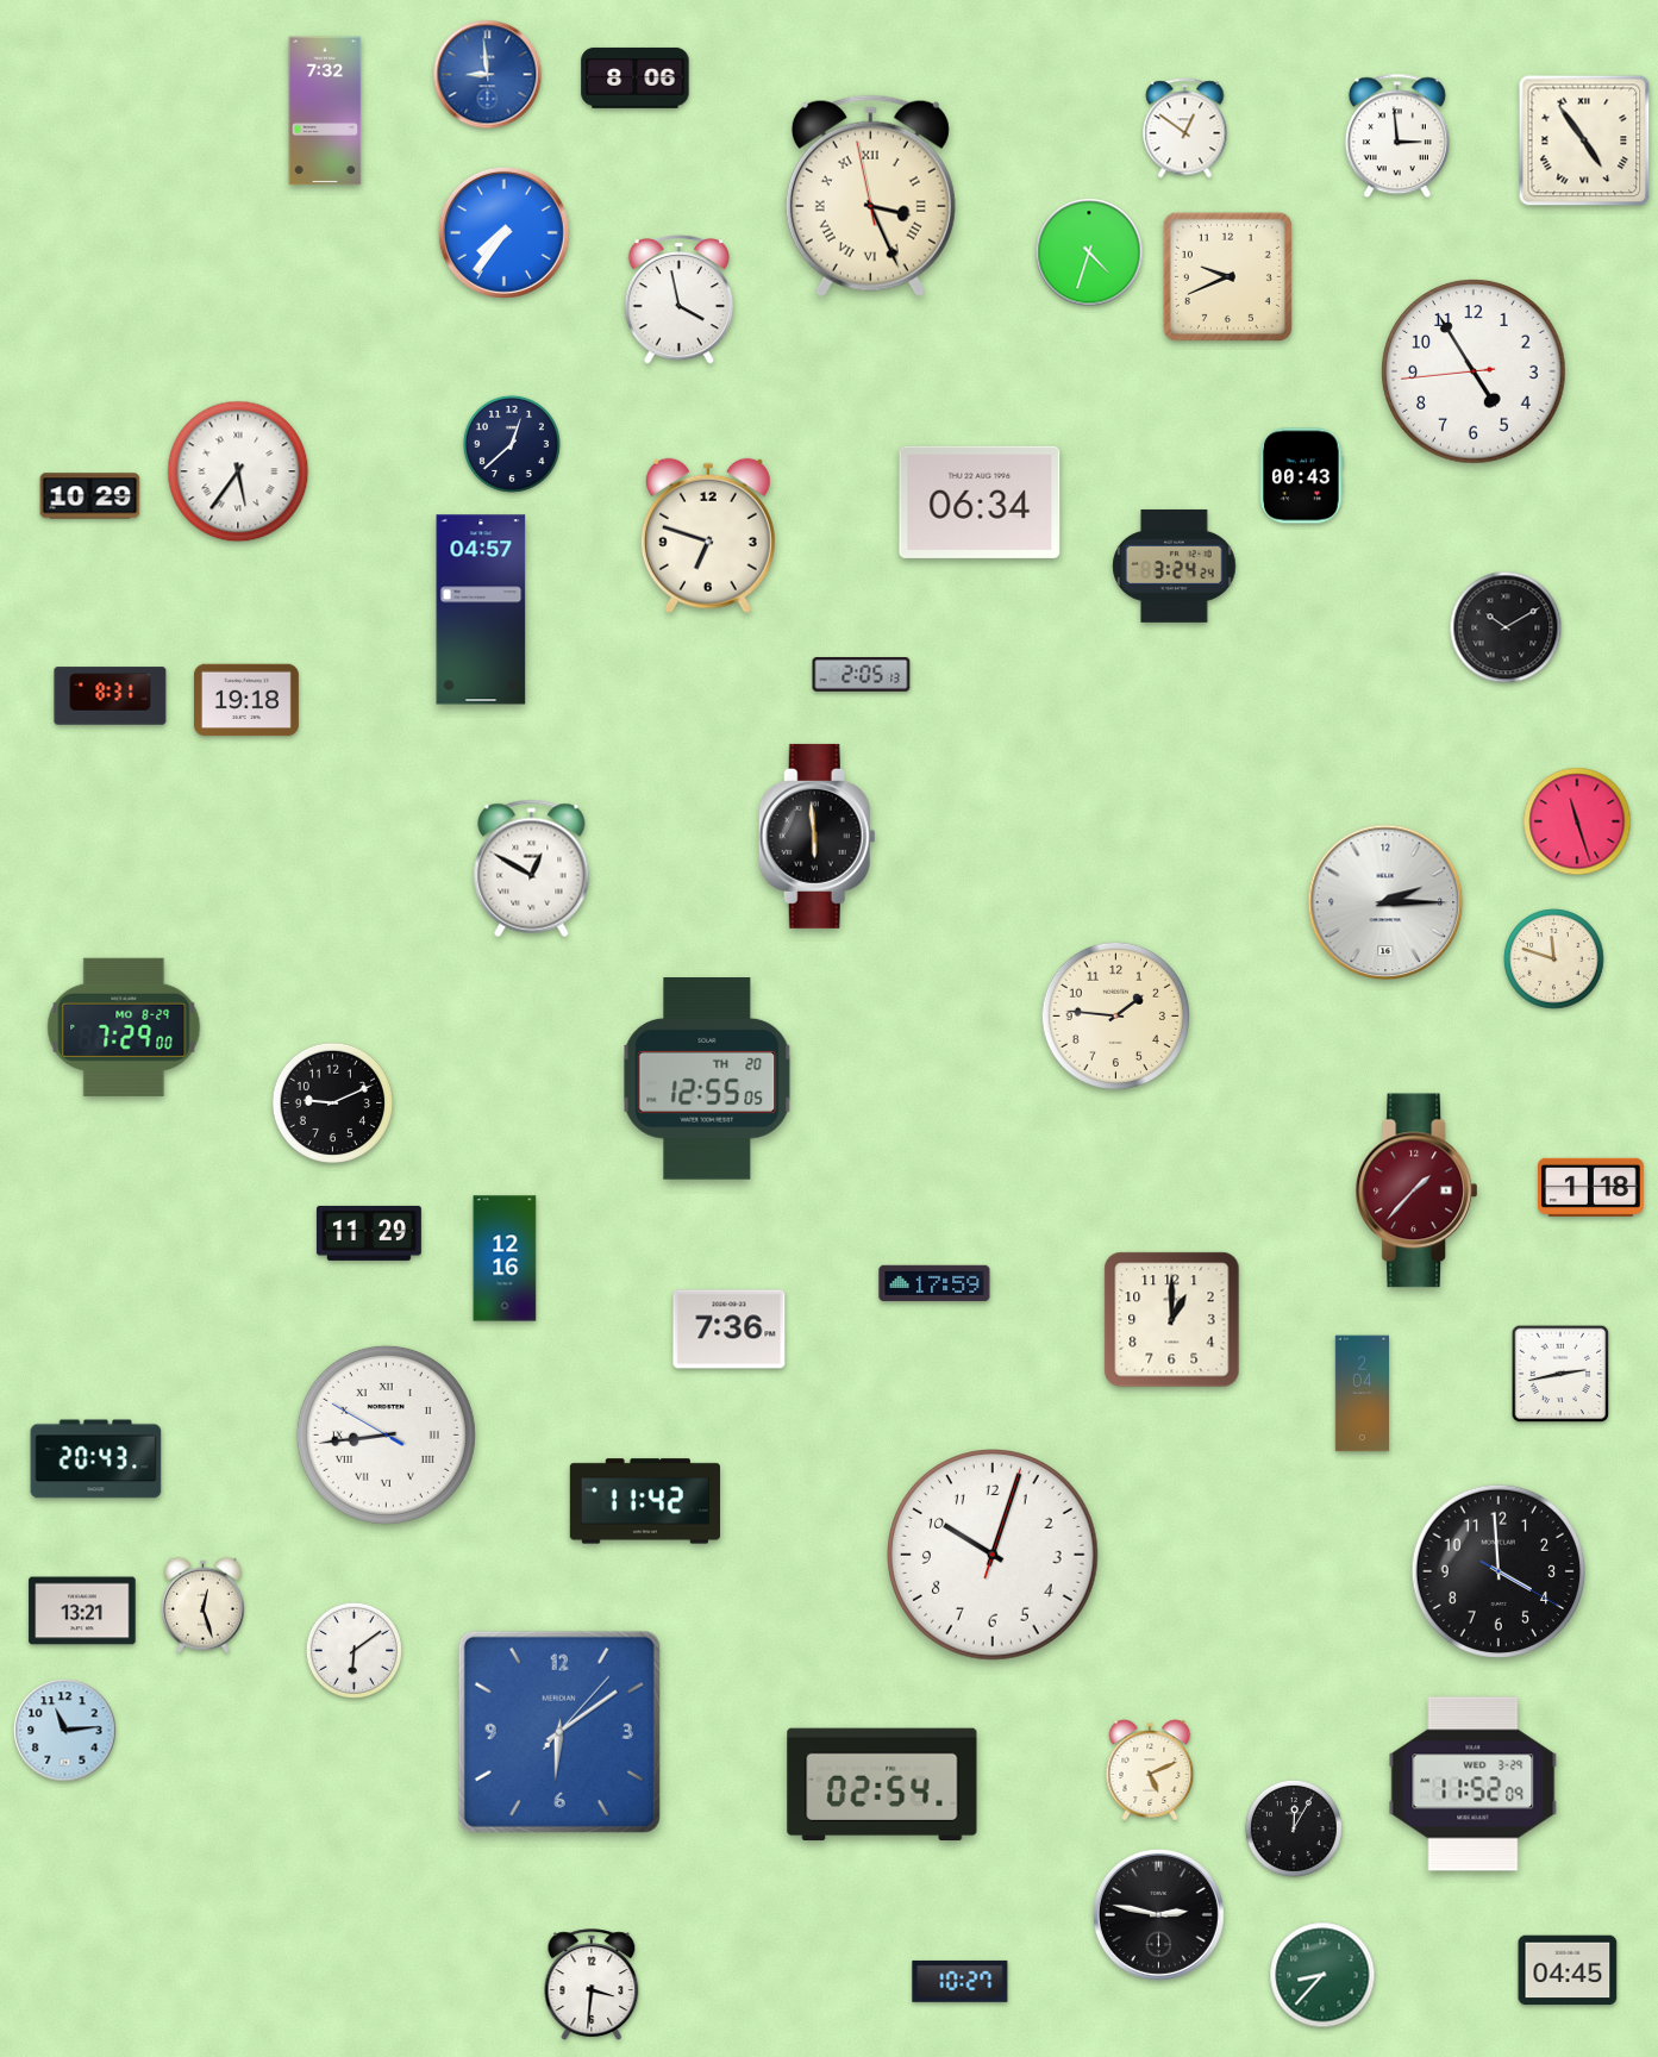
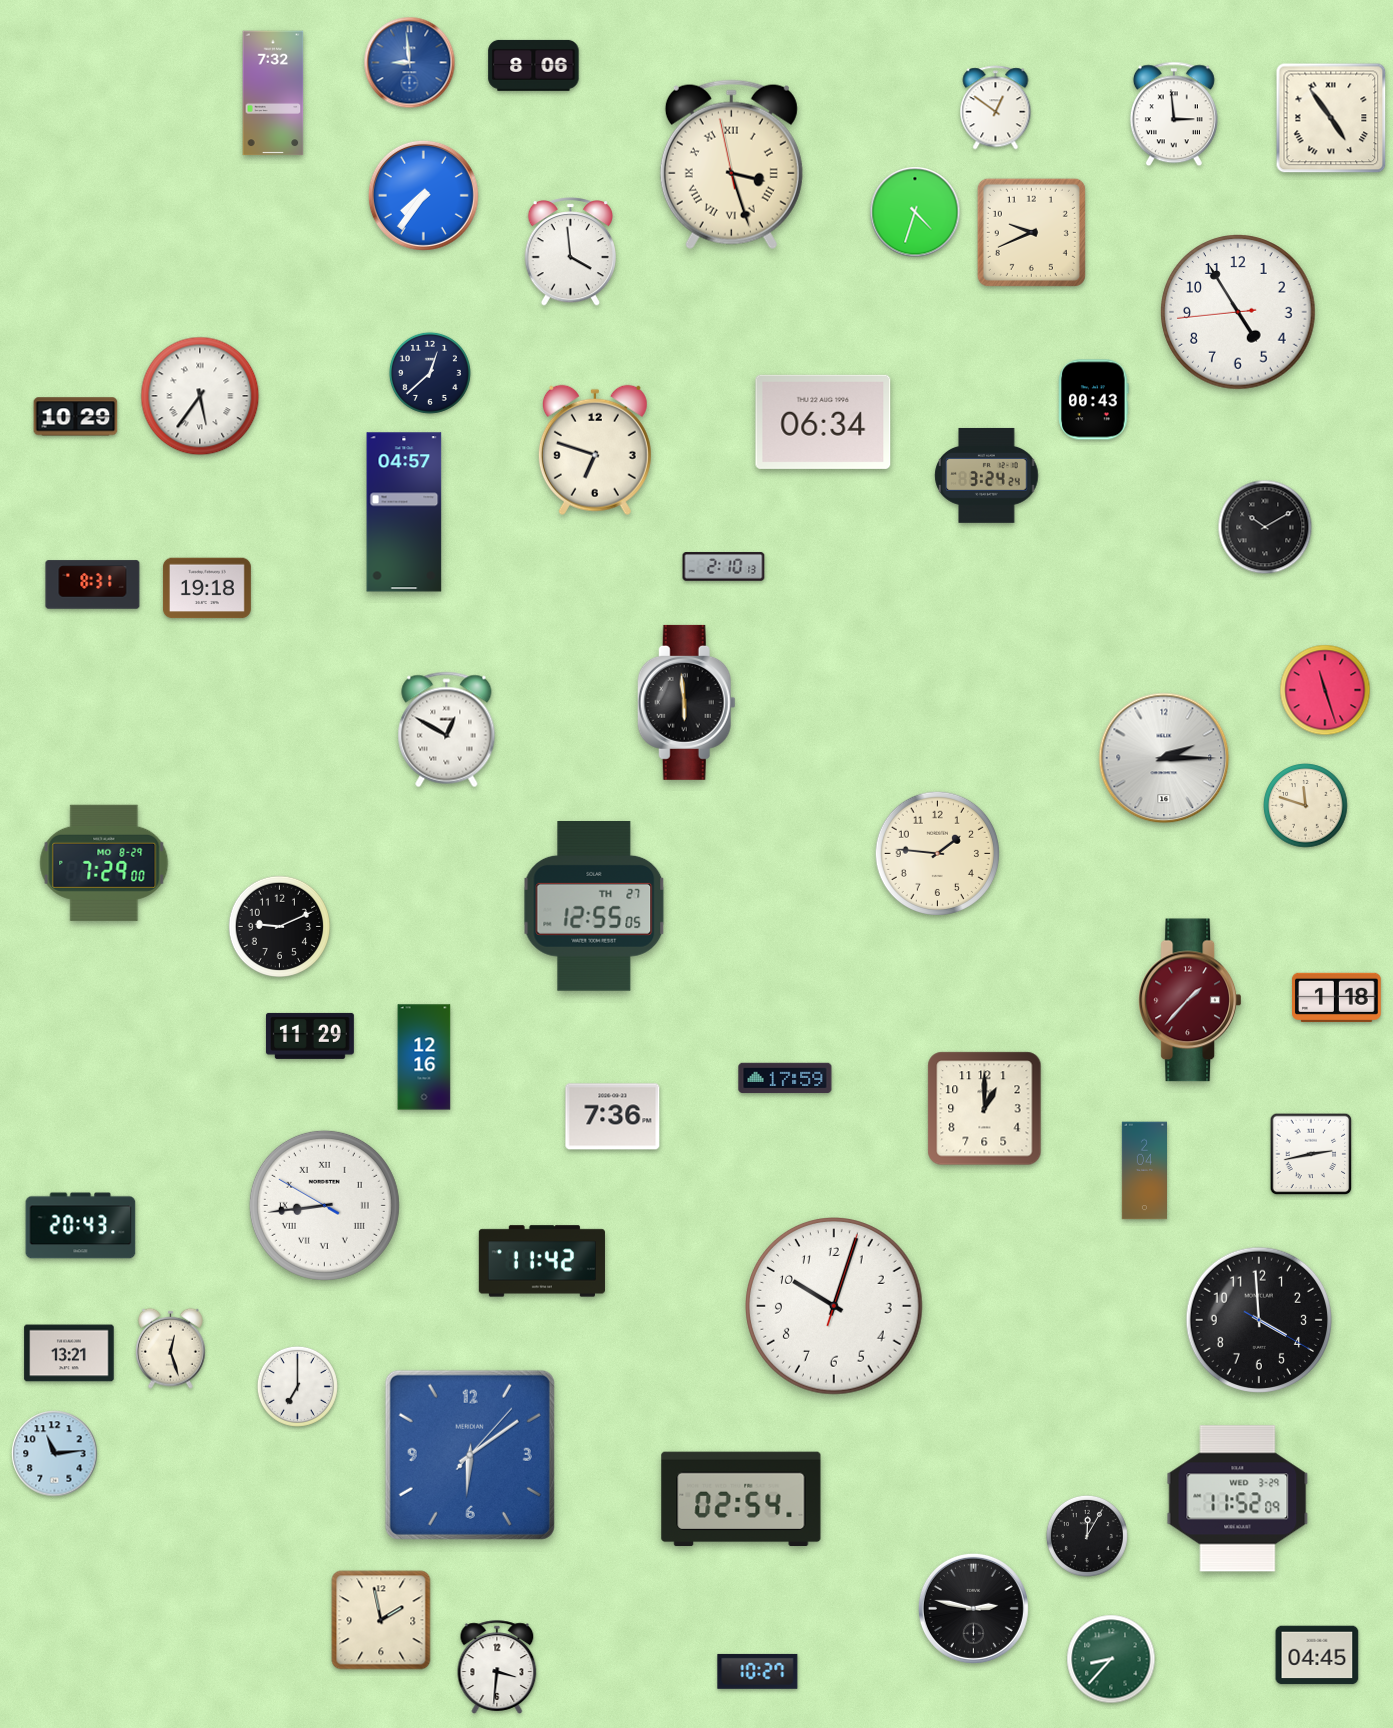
clock at (870, 196): 3:25 -> 3:26
clock at (678, 300): 3:58 -> 3:59
clock at (862, 675): 2:05 -> 2:10
clock at (707, 1080) date: TH 20 -> TH 27
clock at (354, 1650): 6:09 -> 7:00
clock at (1150, 1770): 5:11 -> none
clock at (381, 1620): none -> 1:58
clock at (961, 1981) position: (961, 1981) -> (758, 1671)
